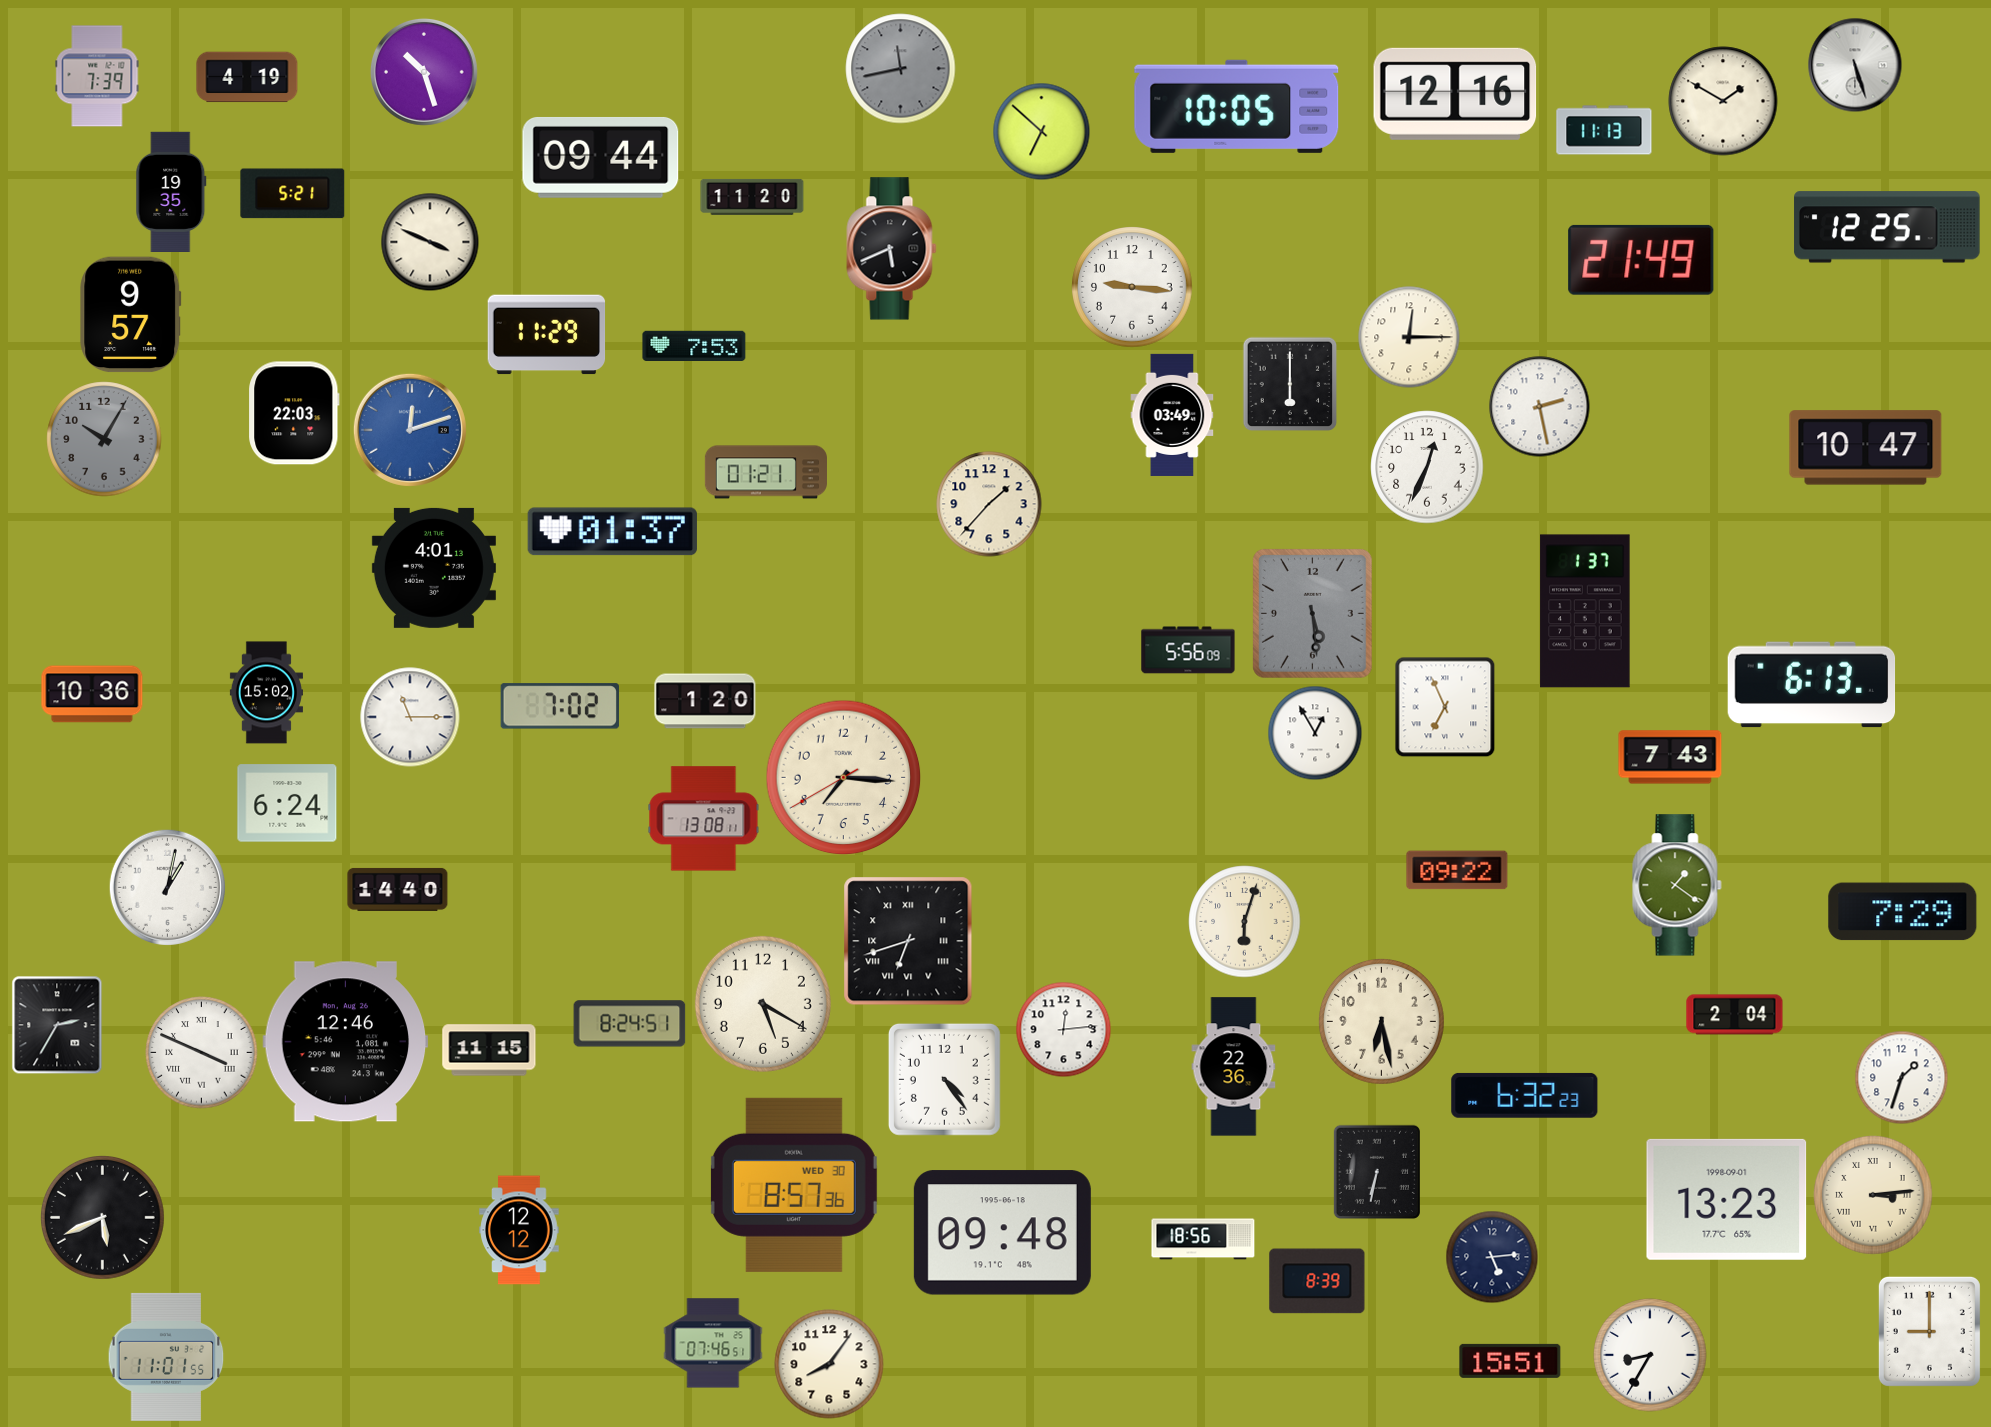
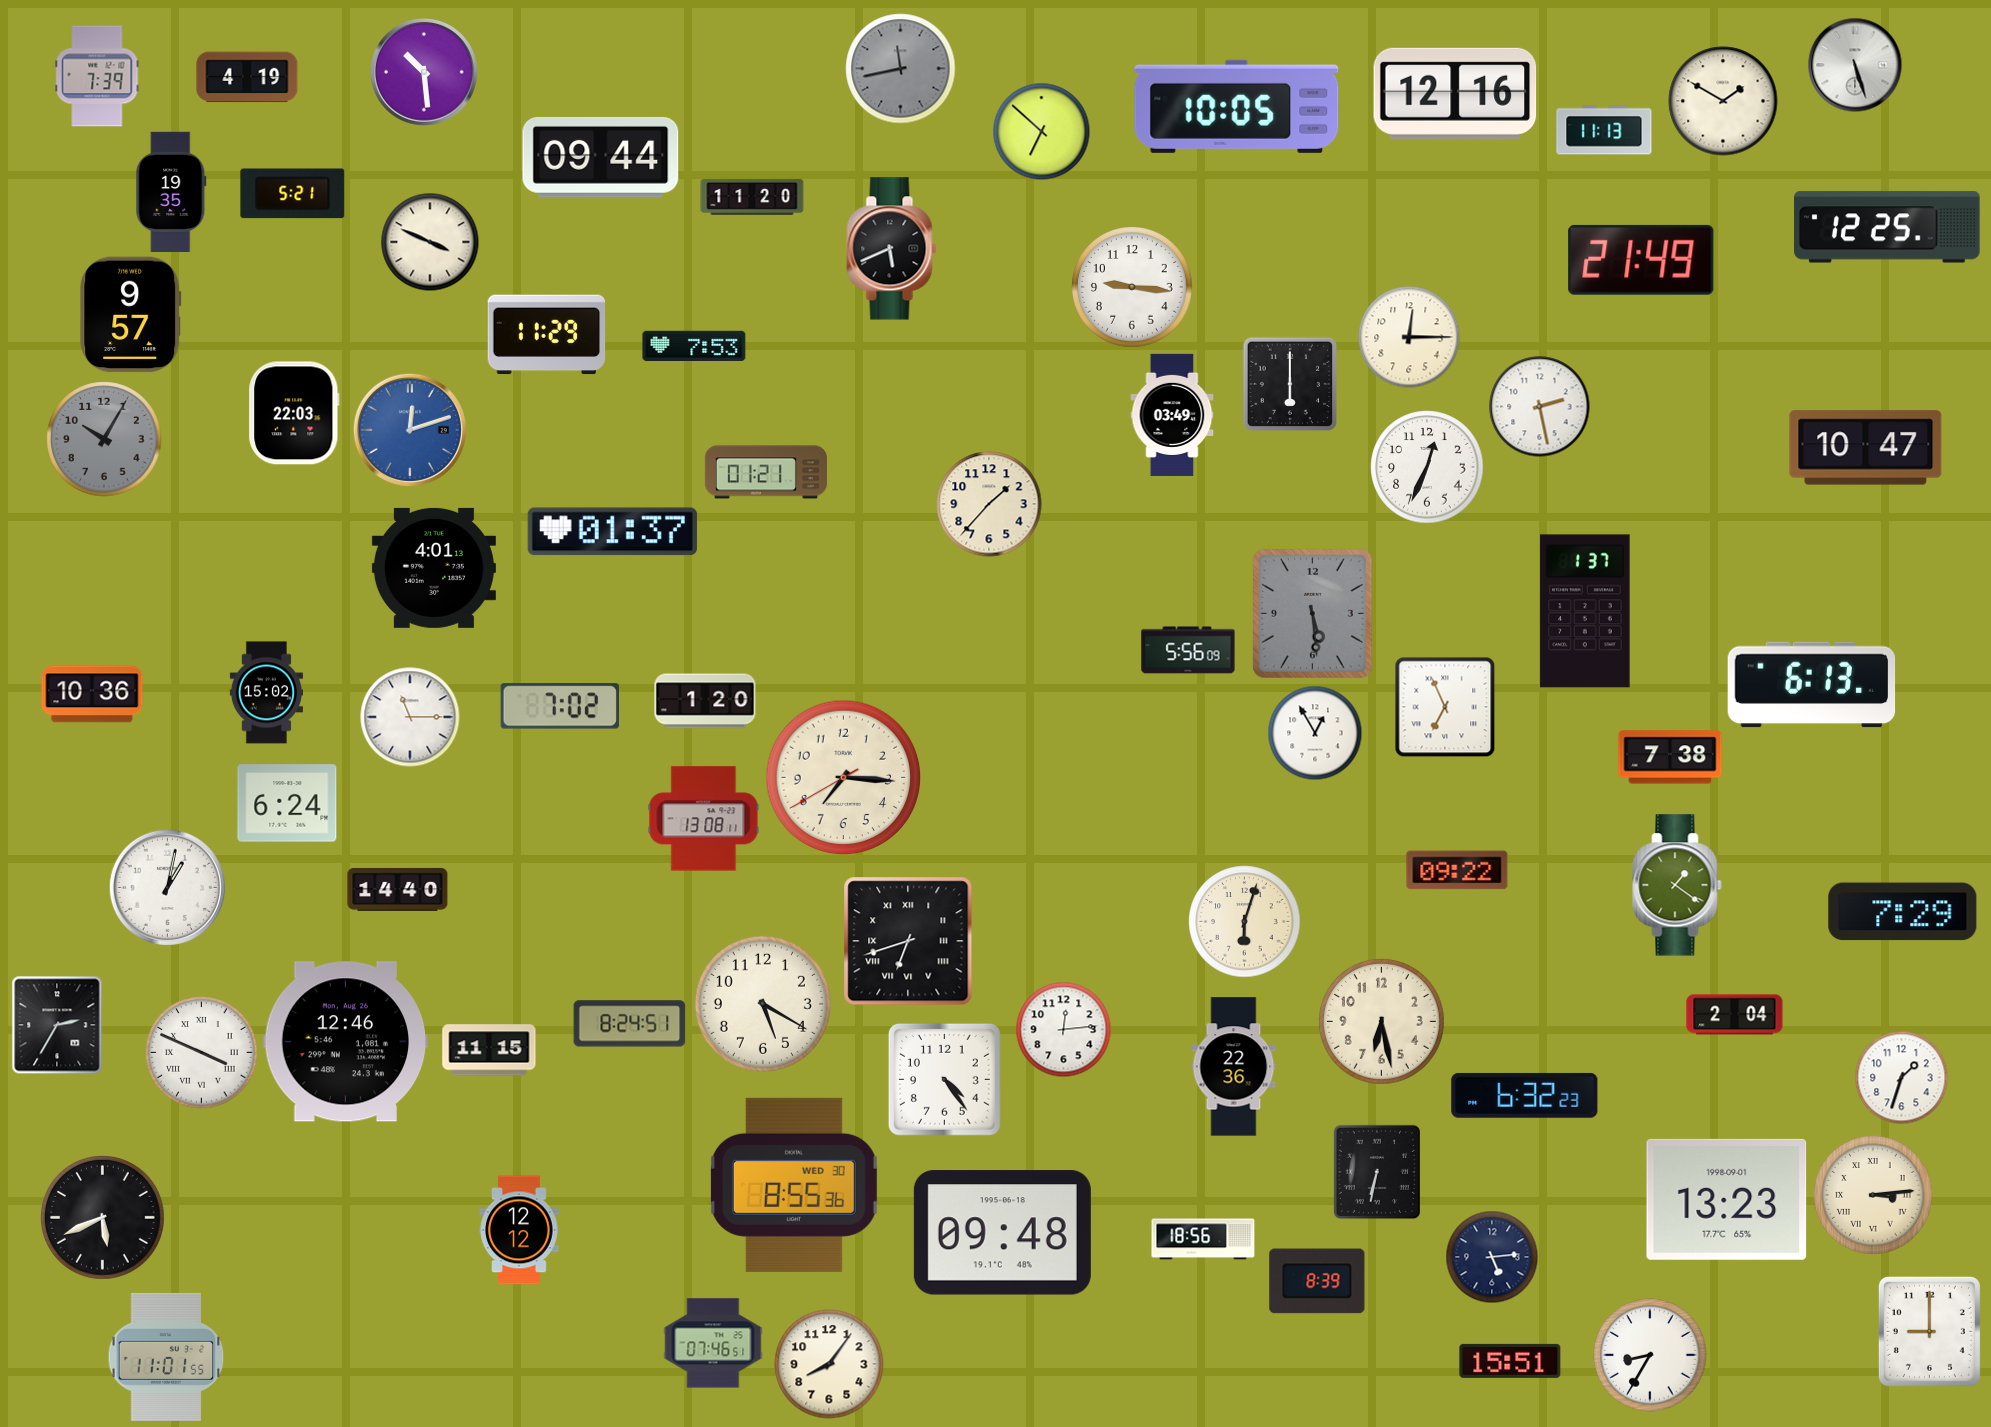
clock at (424, 72): 10:27 -> 10:29
clock at (1670, 757): 7:43 -> 7:38
clock at (794, 1185): 8:57 -> 8:55
